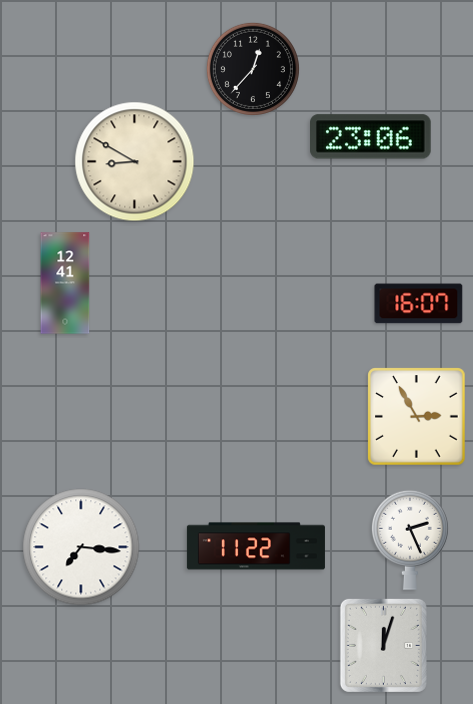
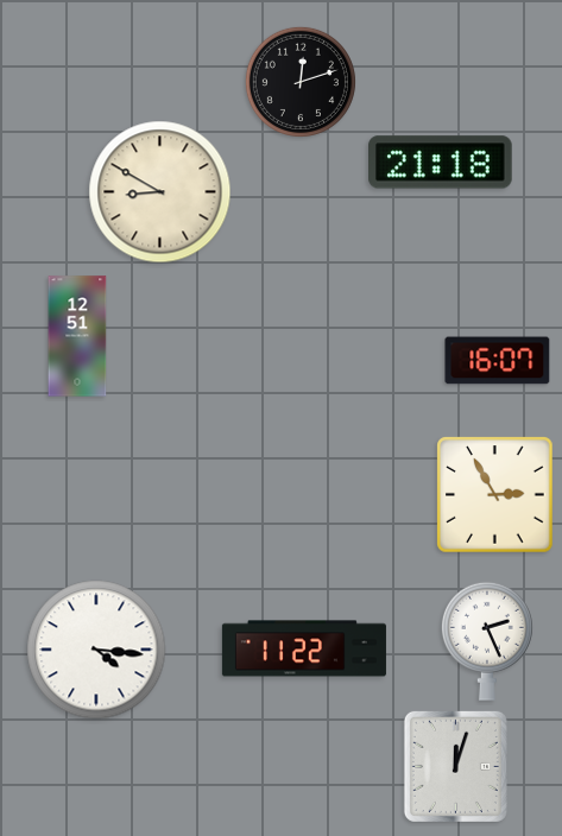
clock at (253, 69): 12:37 -> 12:12
clock at (371, 137): 23:06 -> 21:18
clock at (65, 283): 12:41 -> 12:51
clock at (81, 547): 7:16 -> 4:16
